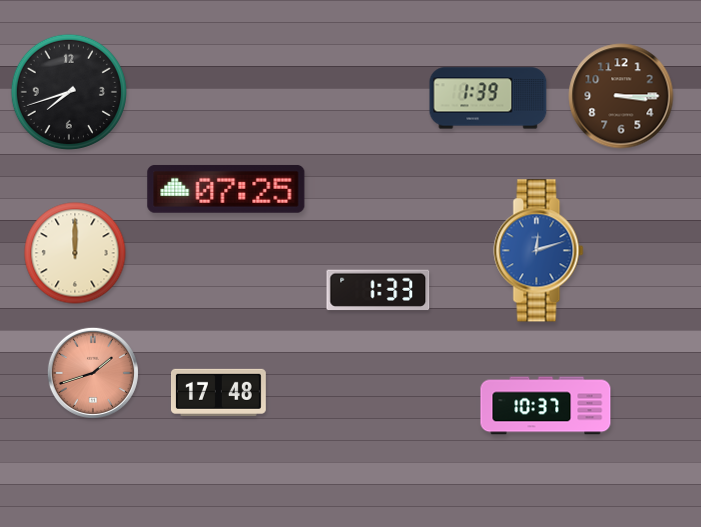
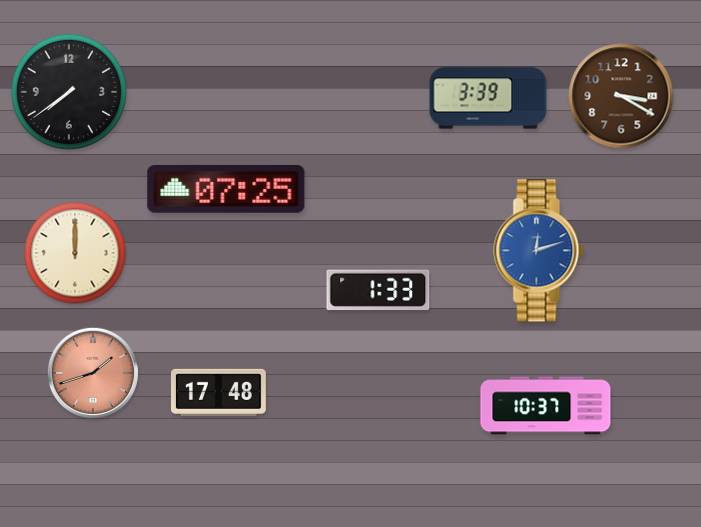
clock at (69, 92): 7:42 -> 7:39
clock at (621, 96): 3:15 -> 3:20
clock at (488, 98): 1:39 -> 3:39
